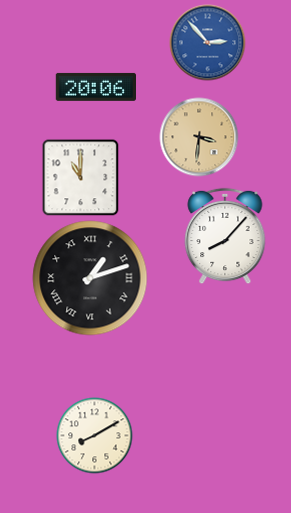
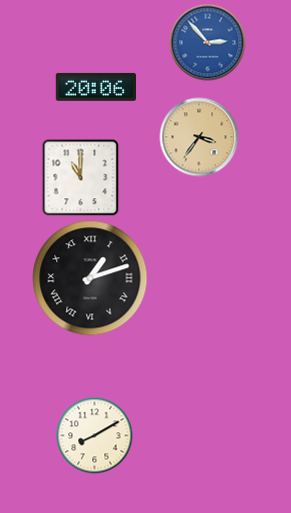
clock at (199, 137): 3:31 -> 3:36
clock at (225, 236): 8:07 -> none
